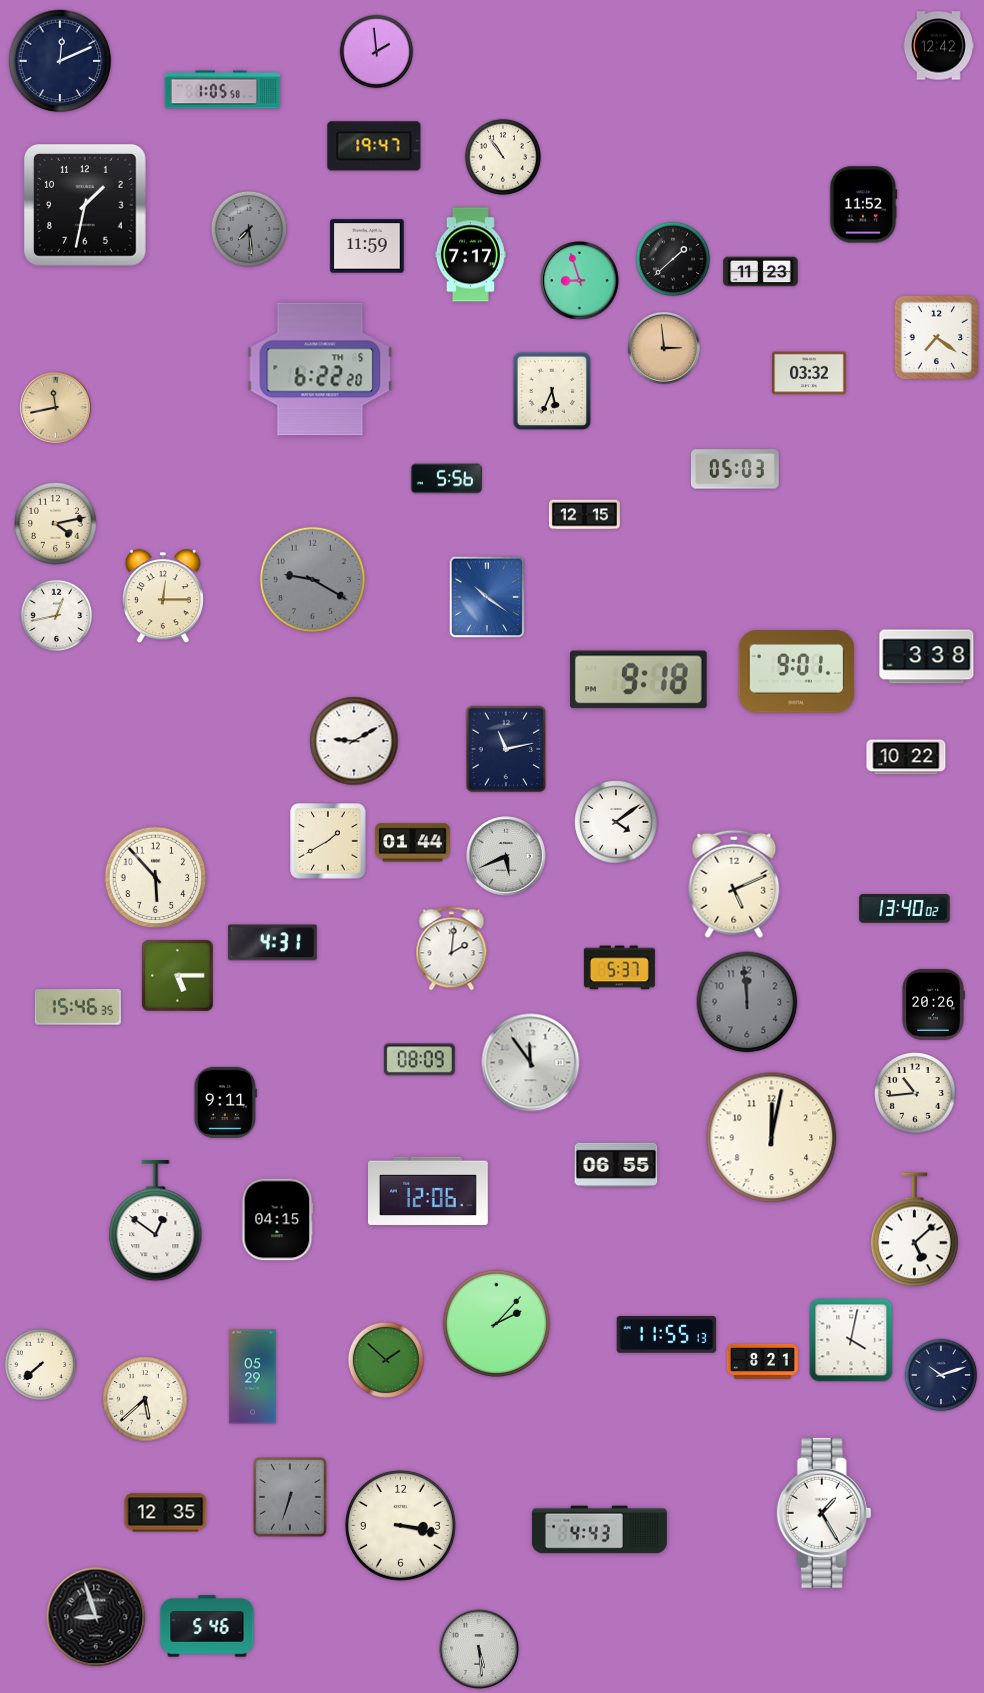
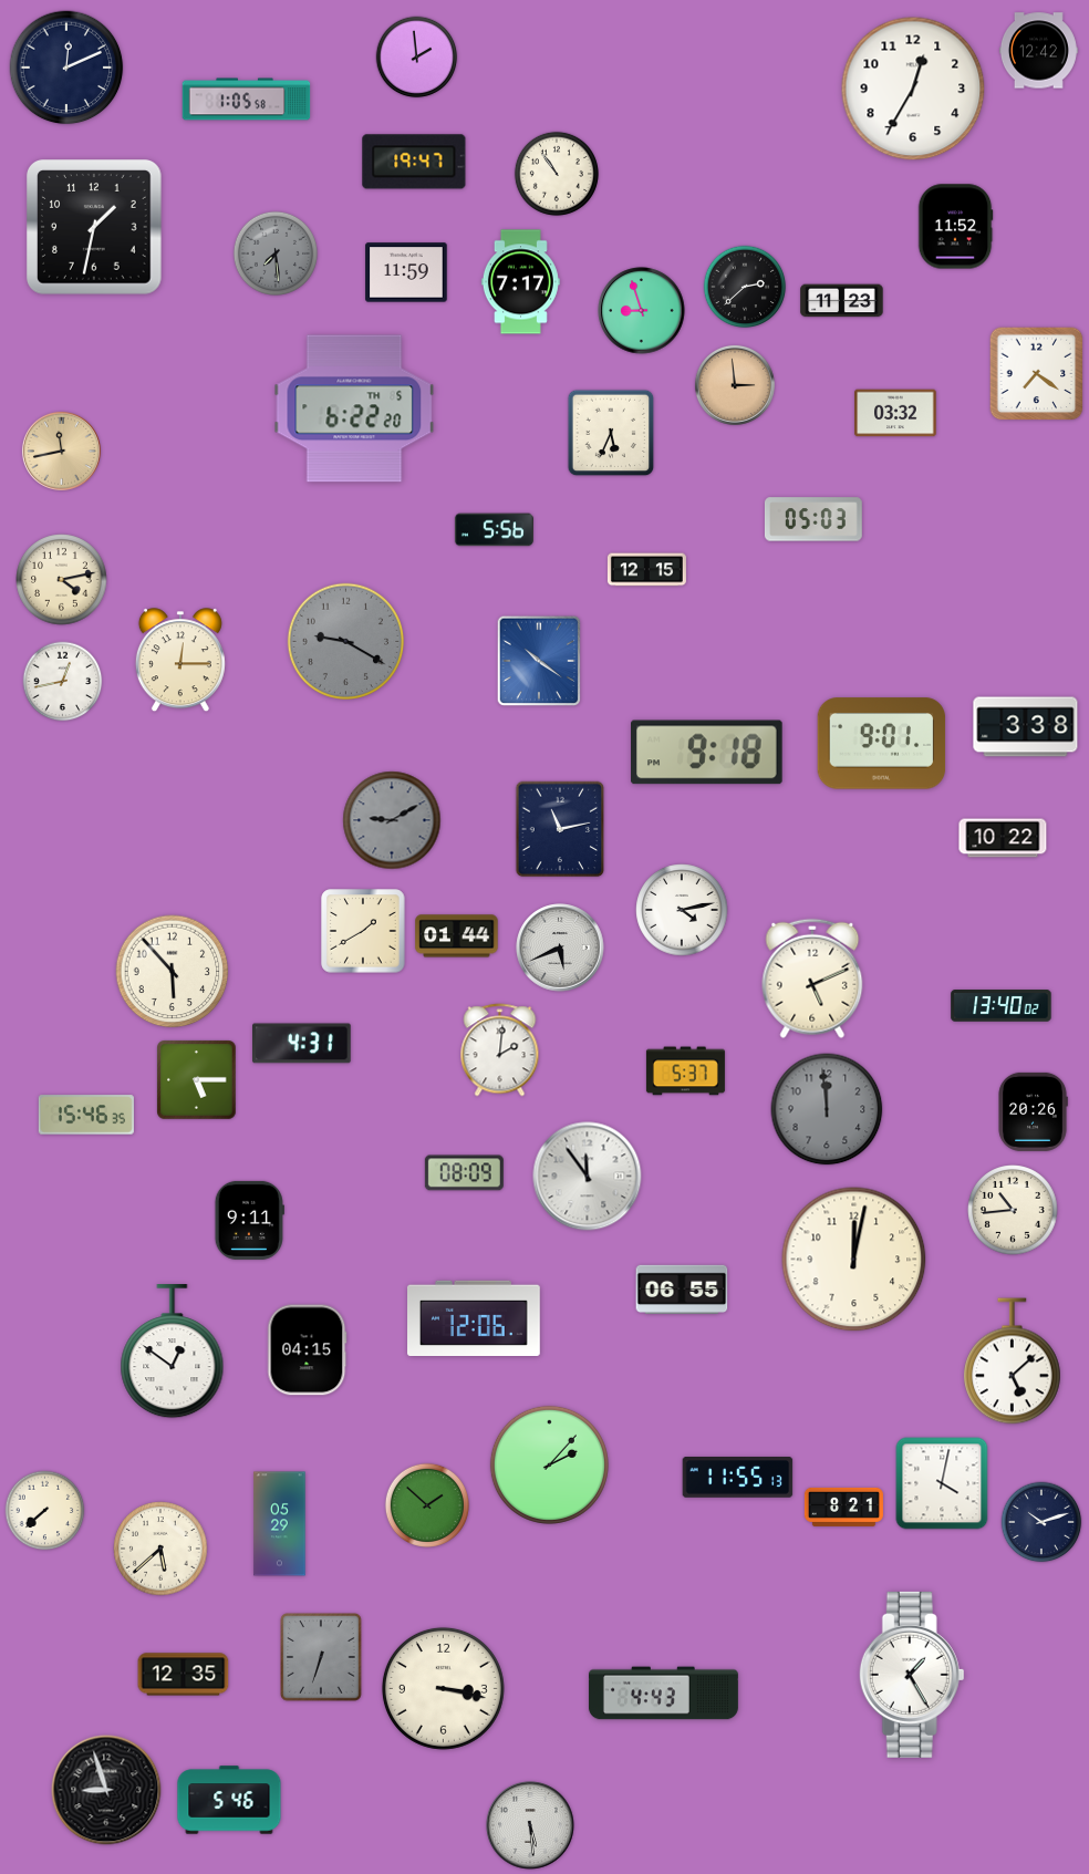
clock at (913, 89): none -> 12:35
clock at (673, 259): 1:38 -> 2:38
clock at (354, 741) dial: white -> grey
clock at (616, 822): 4:09 -> 4:13
clock at (413, 843) position: (413, 843) -> (457, 936)
